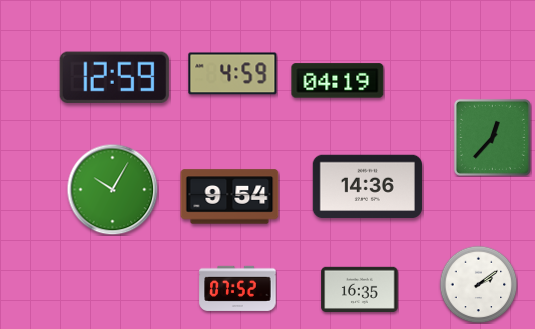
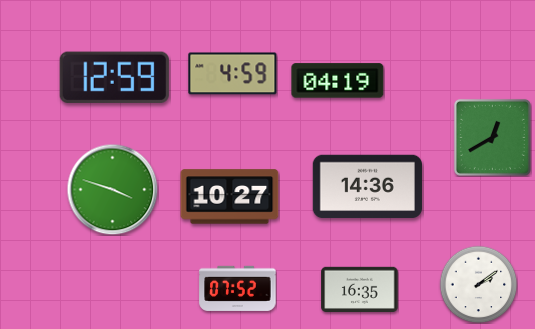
clock at (492, 137): 12:37 -> 12:40
clock at (112, 189): 10:05 -> 3:48
clock at (230, 197): 9:54 -> 10:27
